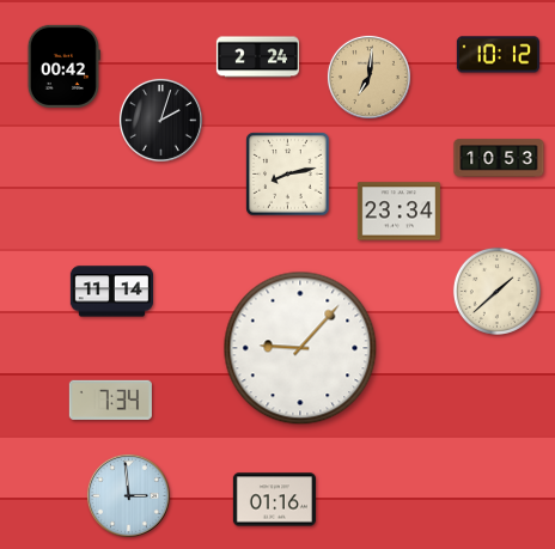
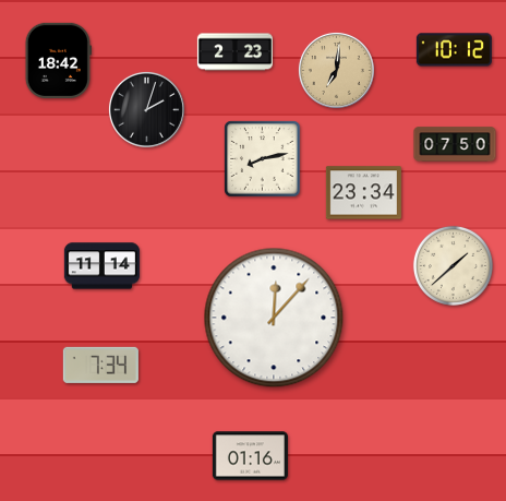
clock at (257, 57): 2:24 -> 2:23
clock at (63, 66): 00:42 -> 18:42
clock at (499, 158): 10:53 -> 07:50
clock at (300, 348): 9:07 -> 12:07
clock at (128, 495): 2:59 -> none
